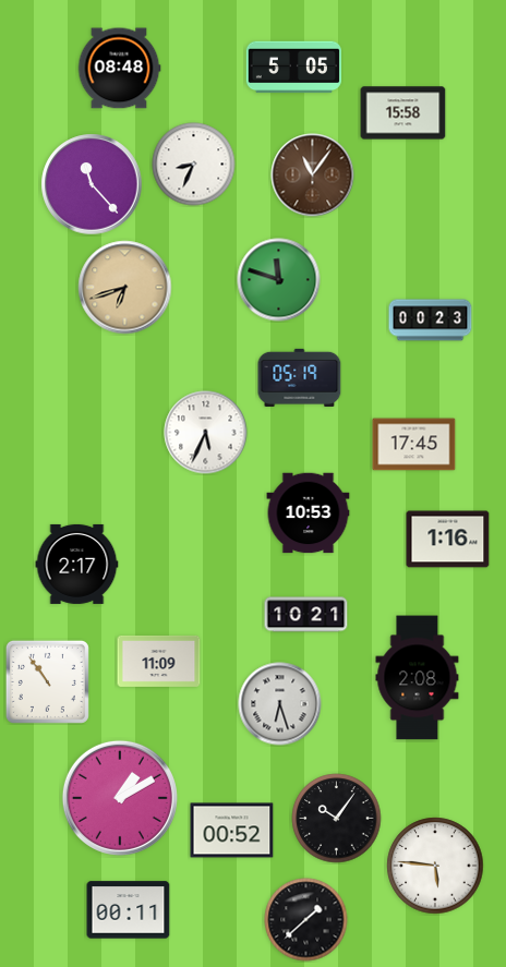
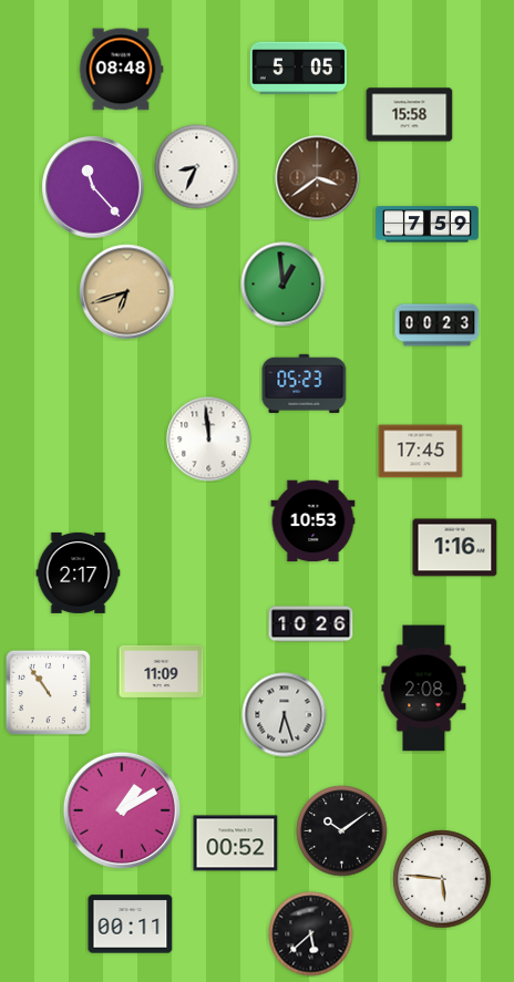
clock at (313, 176): 11:06 -> 3:39
clock at (428, 225): none -> 7:59
clock at (279, 280): 11:48 -> 12:59
clock at (300, 377): 05:19 -> 05:23
clock at (206, 433): 5:34 -> 11:59
clock at (306, 615): 10:21 -> 10:26
clock at (337, 819): 10:06 -> 10:09
clock at (306, 920): 1:38 -> 5:38
